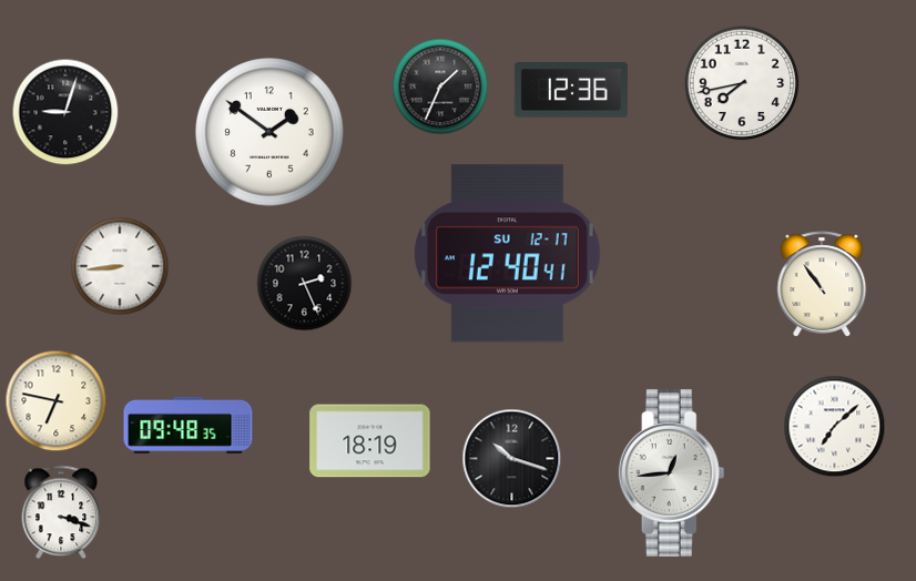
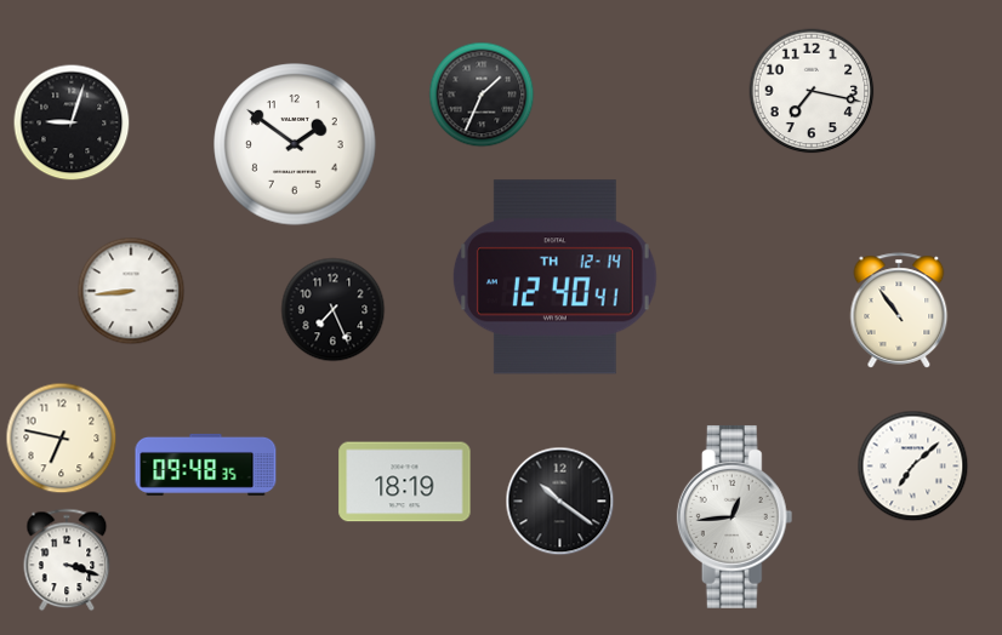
clock at (742, 83): 7:43 -> 7:17
clock at (571, 90): 12:36 -> none
clock at (507, 254) date: SU 12-17 -> TH 12-14
clock at (305, 284): 2:26 -> 7:26
clock at (512, 459): 10:18 -> 10:21
